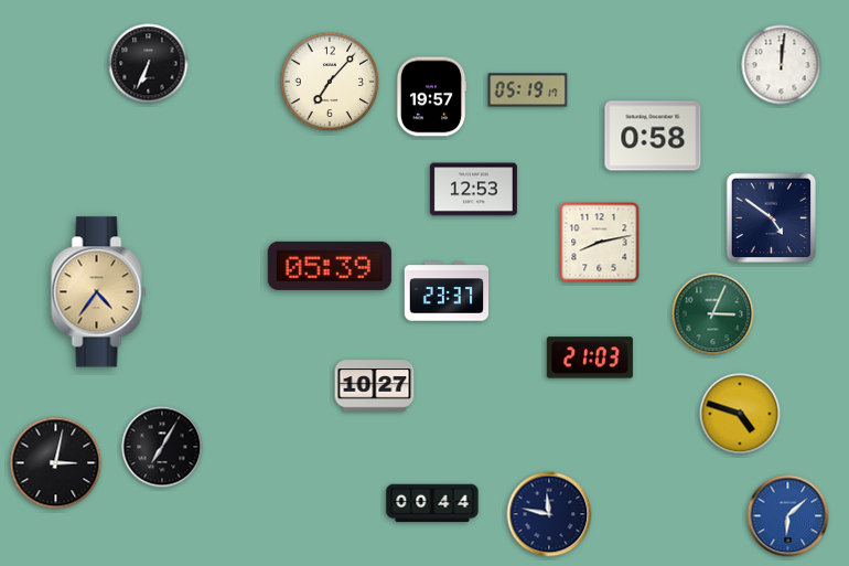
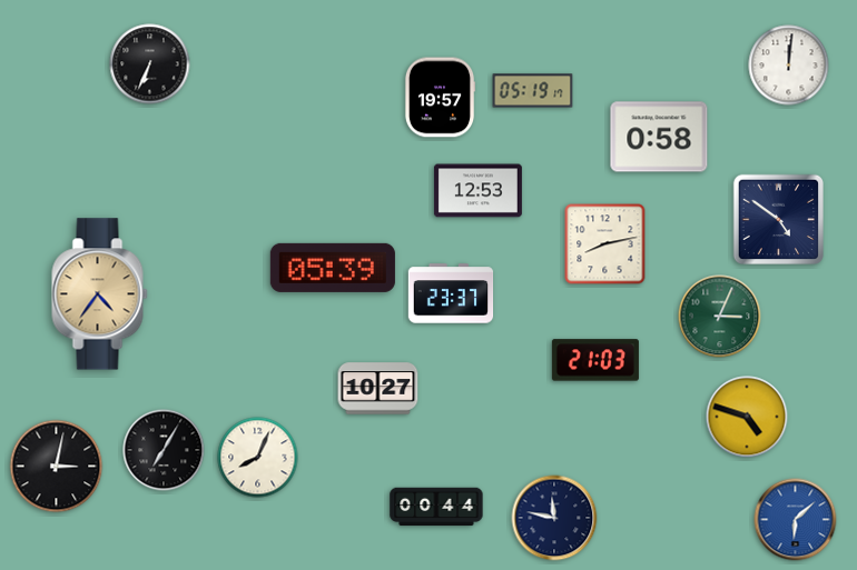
clock at (330, 82): 7:07 -> none
clock at (431, 97) position: (431, 97) -> (440, 98)
clock at (258, 458): none -> 8:04
